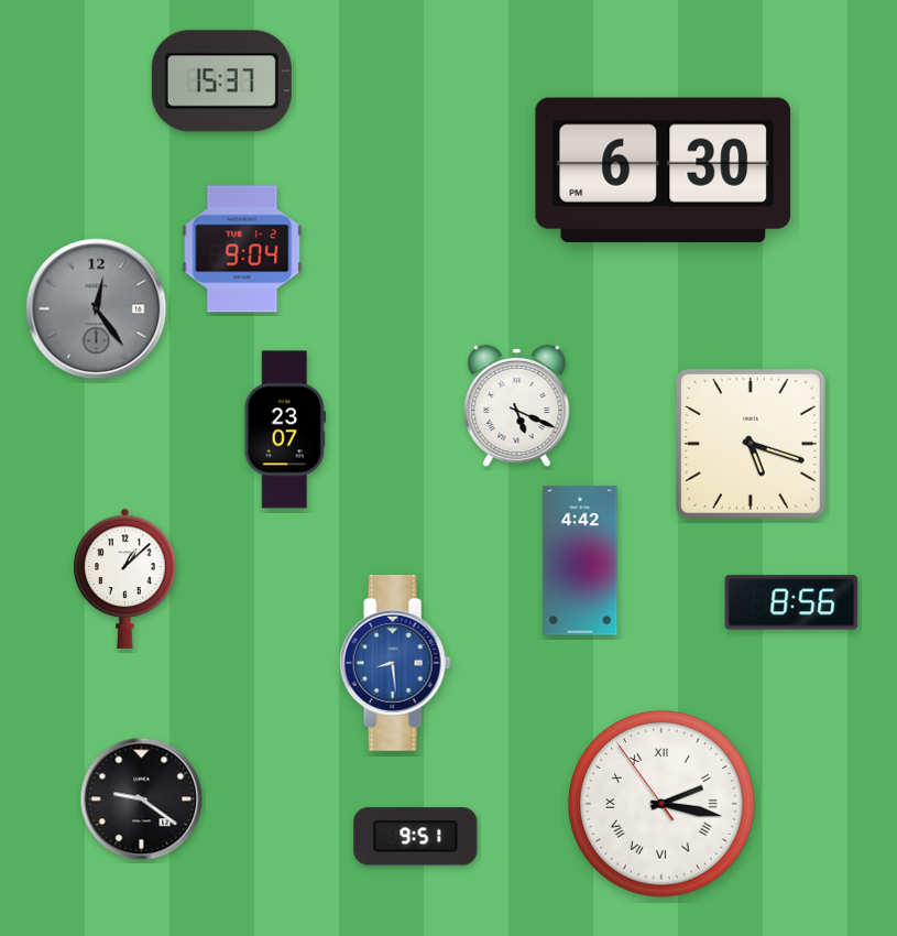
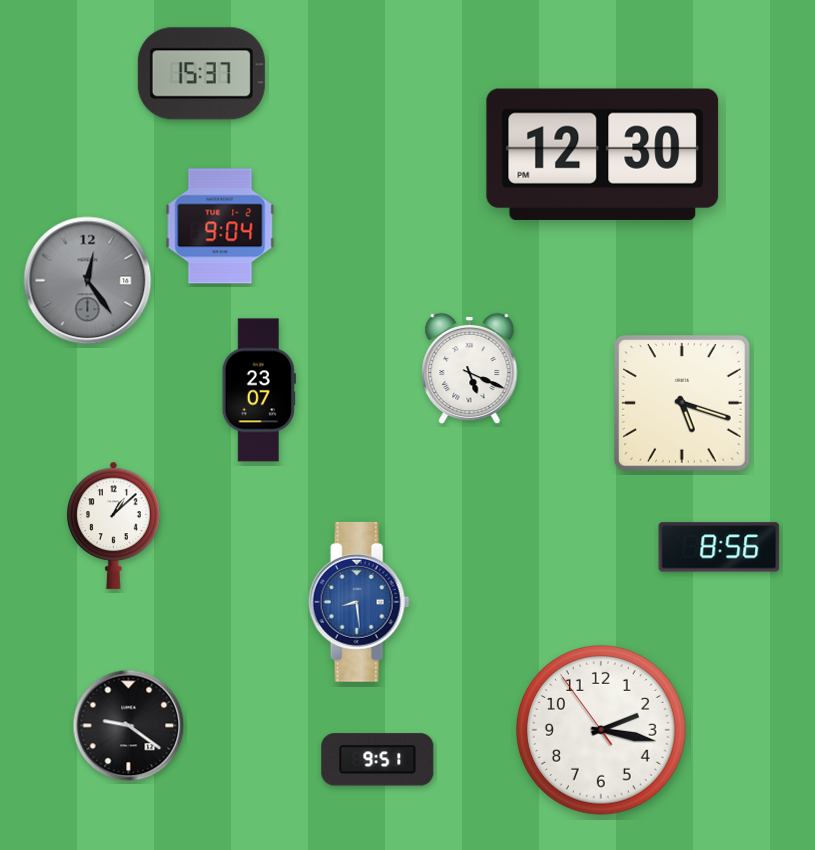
clock at (664, 170): 6:30 -> 12:30
clock at (580, 560): 4:42 -> none
clock at (663, 805) numerals: Roman -> Arabic
